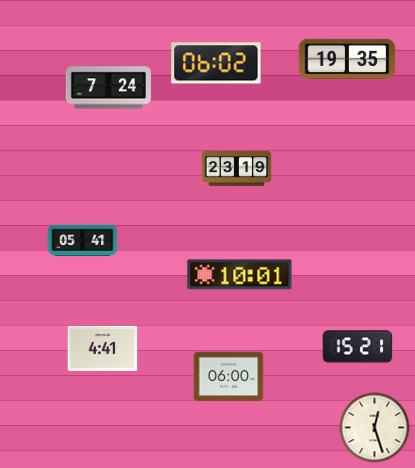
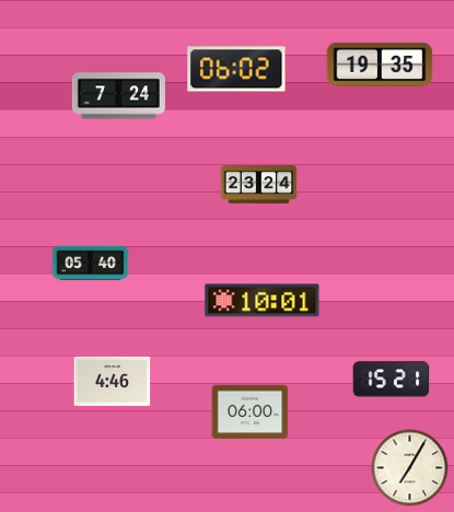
clock at (237, 169): 23:19 -> 23:24
clock at (83, 241): 05:41 -> 05:40
clock at (103, 348): 4:41 -> 4:46
clock at (375, 428): 12:27 -> 7:05
